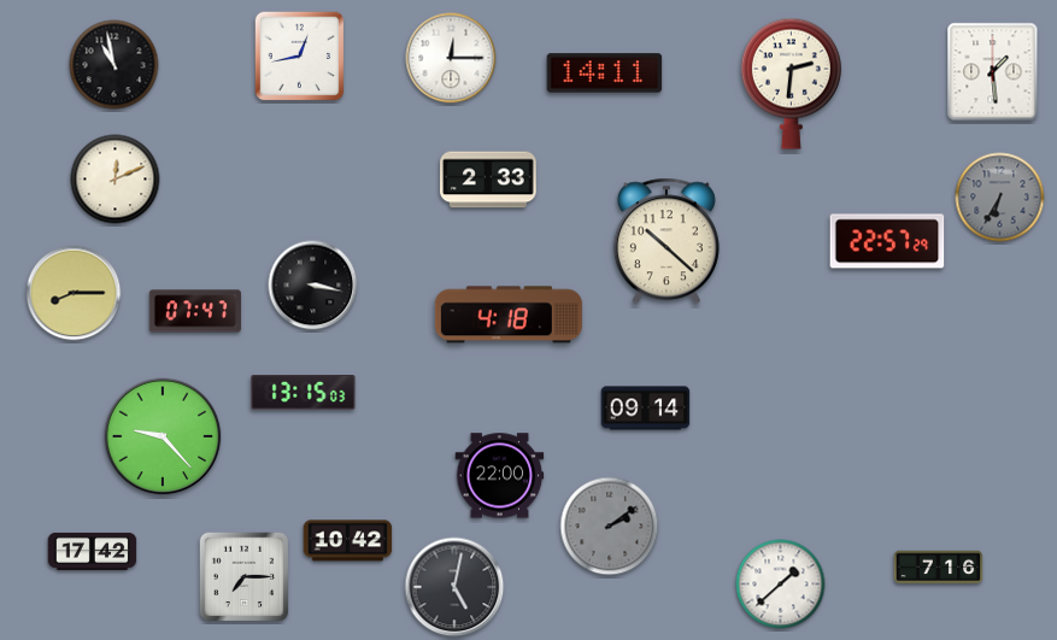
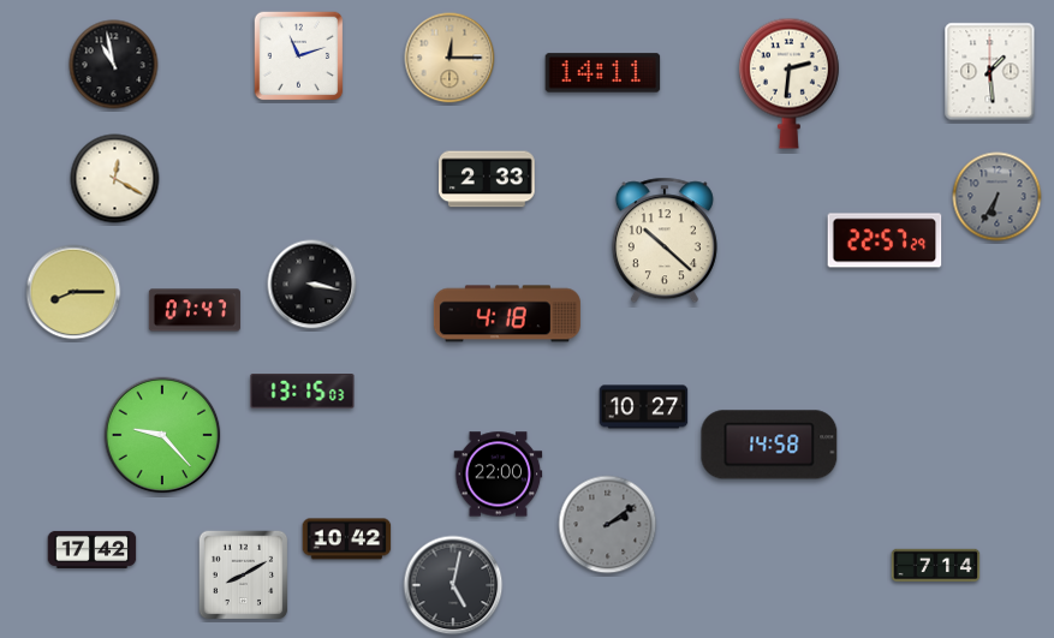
clock at (300, 57): 12:43 -> 11:12
clock at (451, 58) dial: white -> champagne
clock at (116, 180): 12:11 -> 12:20
clock at (646, 409): 09:14 -> 10:27
clock at (769, 445): none -> 14:58
clock at (939, 568): 7:16 -> 7:14
clock at (245, 577): 7:15 -> 8:10
clock at (781, 585): 1:38 -> none
